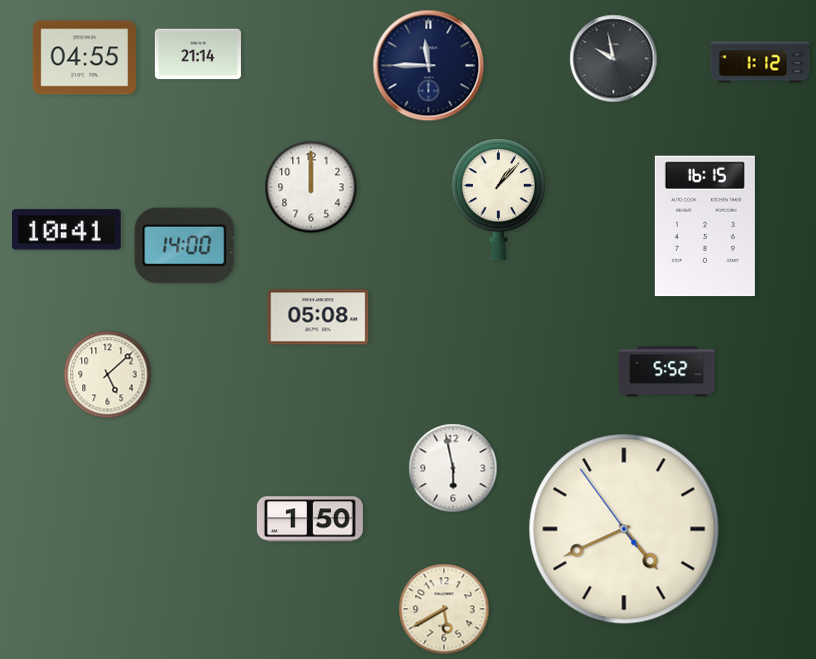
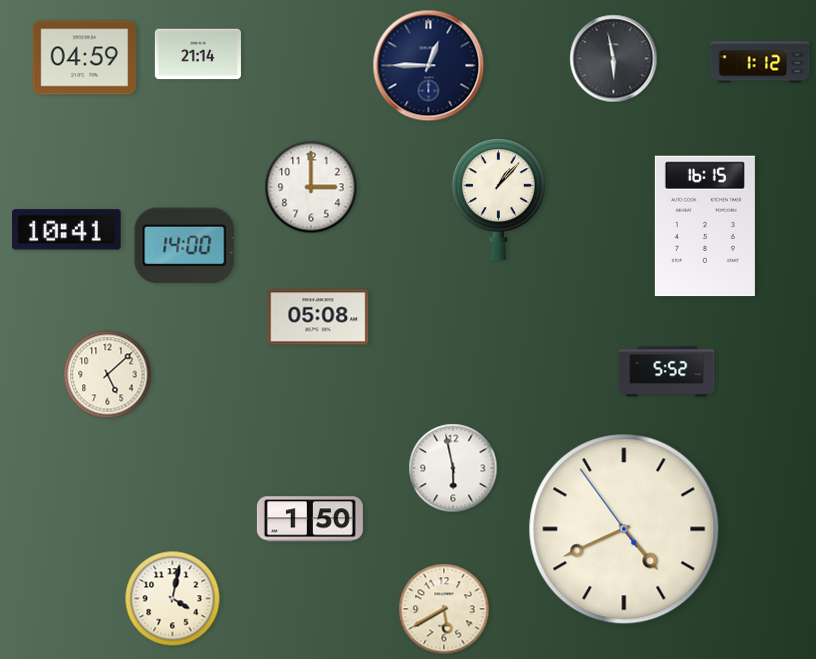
clock at (84, 58): 04:55 -> 04:59
clock at (614, 59): 9:58 -> 5:58
clock at (429, 66): 11:45 -> 12:45
clock at (311, 187): 12:00 -> 3:00
clock at (173, 599): none -> 4:02
